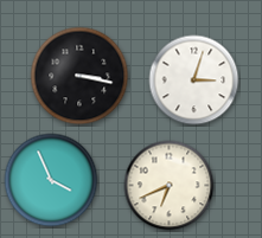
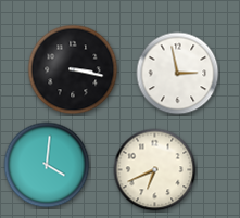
clock at (194, 81): 3:03 -> 2:58
clock at (51, 180): 3:56 -> 4:01
